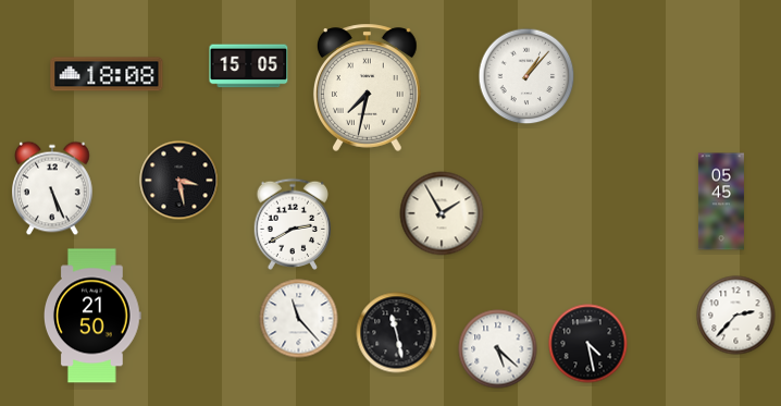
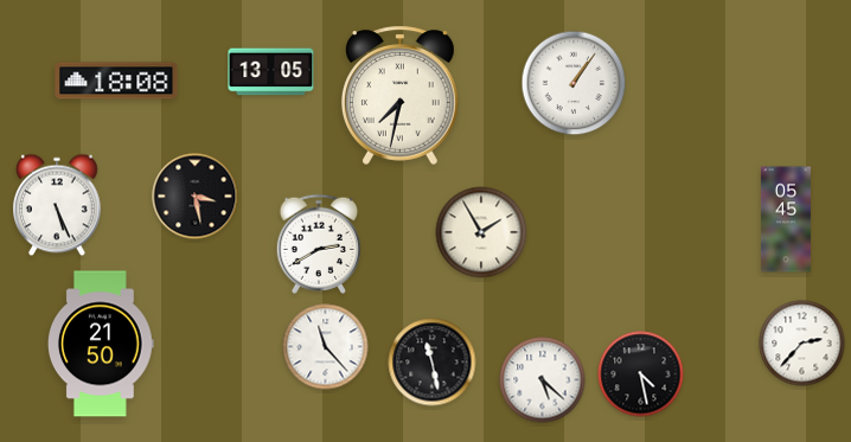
clock at (249, 66): 15:05 -> 13:05
clock at (526, 76): 1:07 -> 1:06
